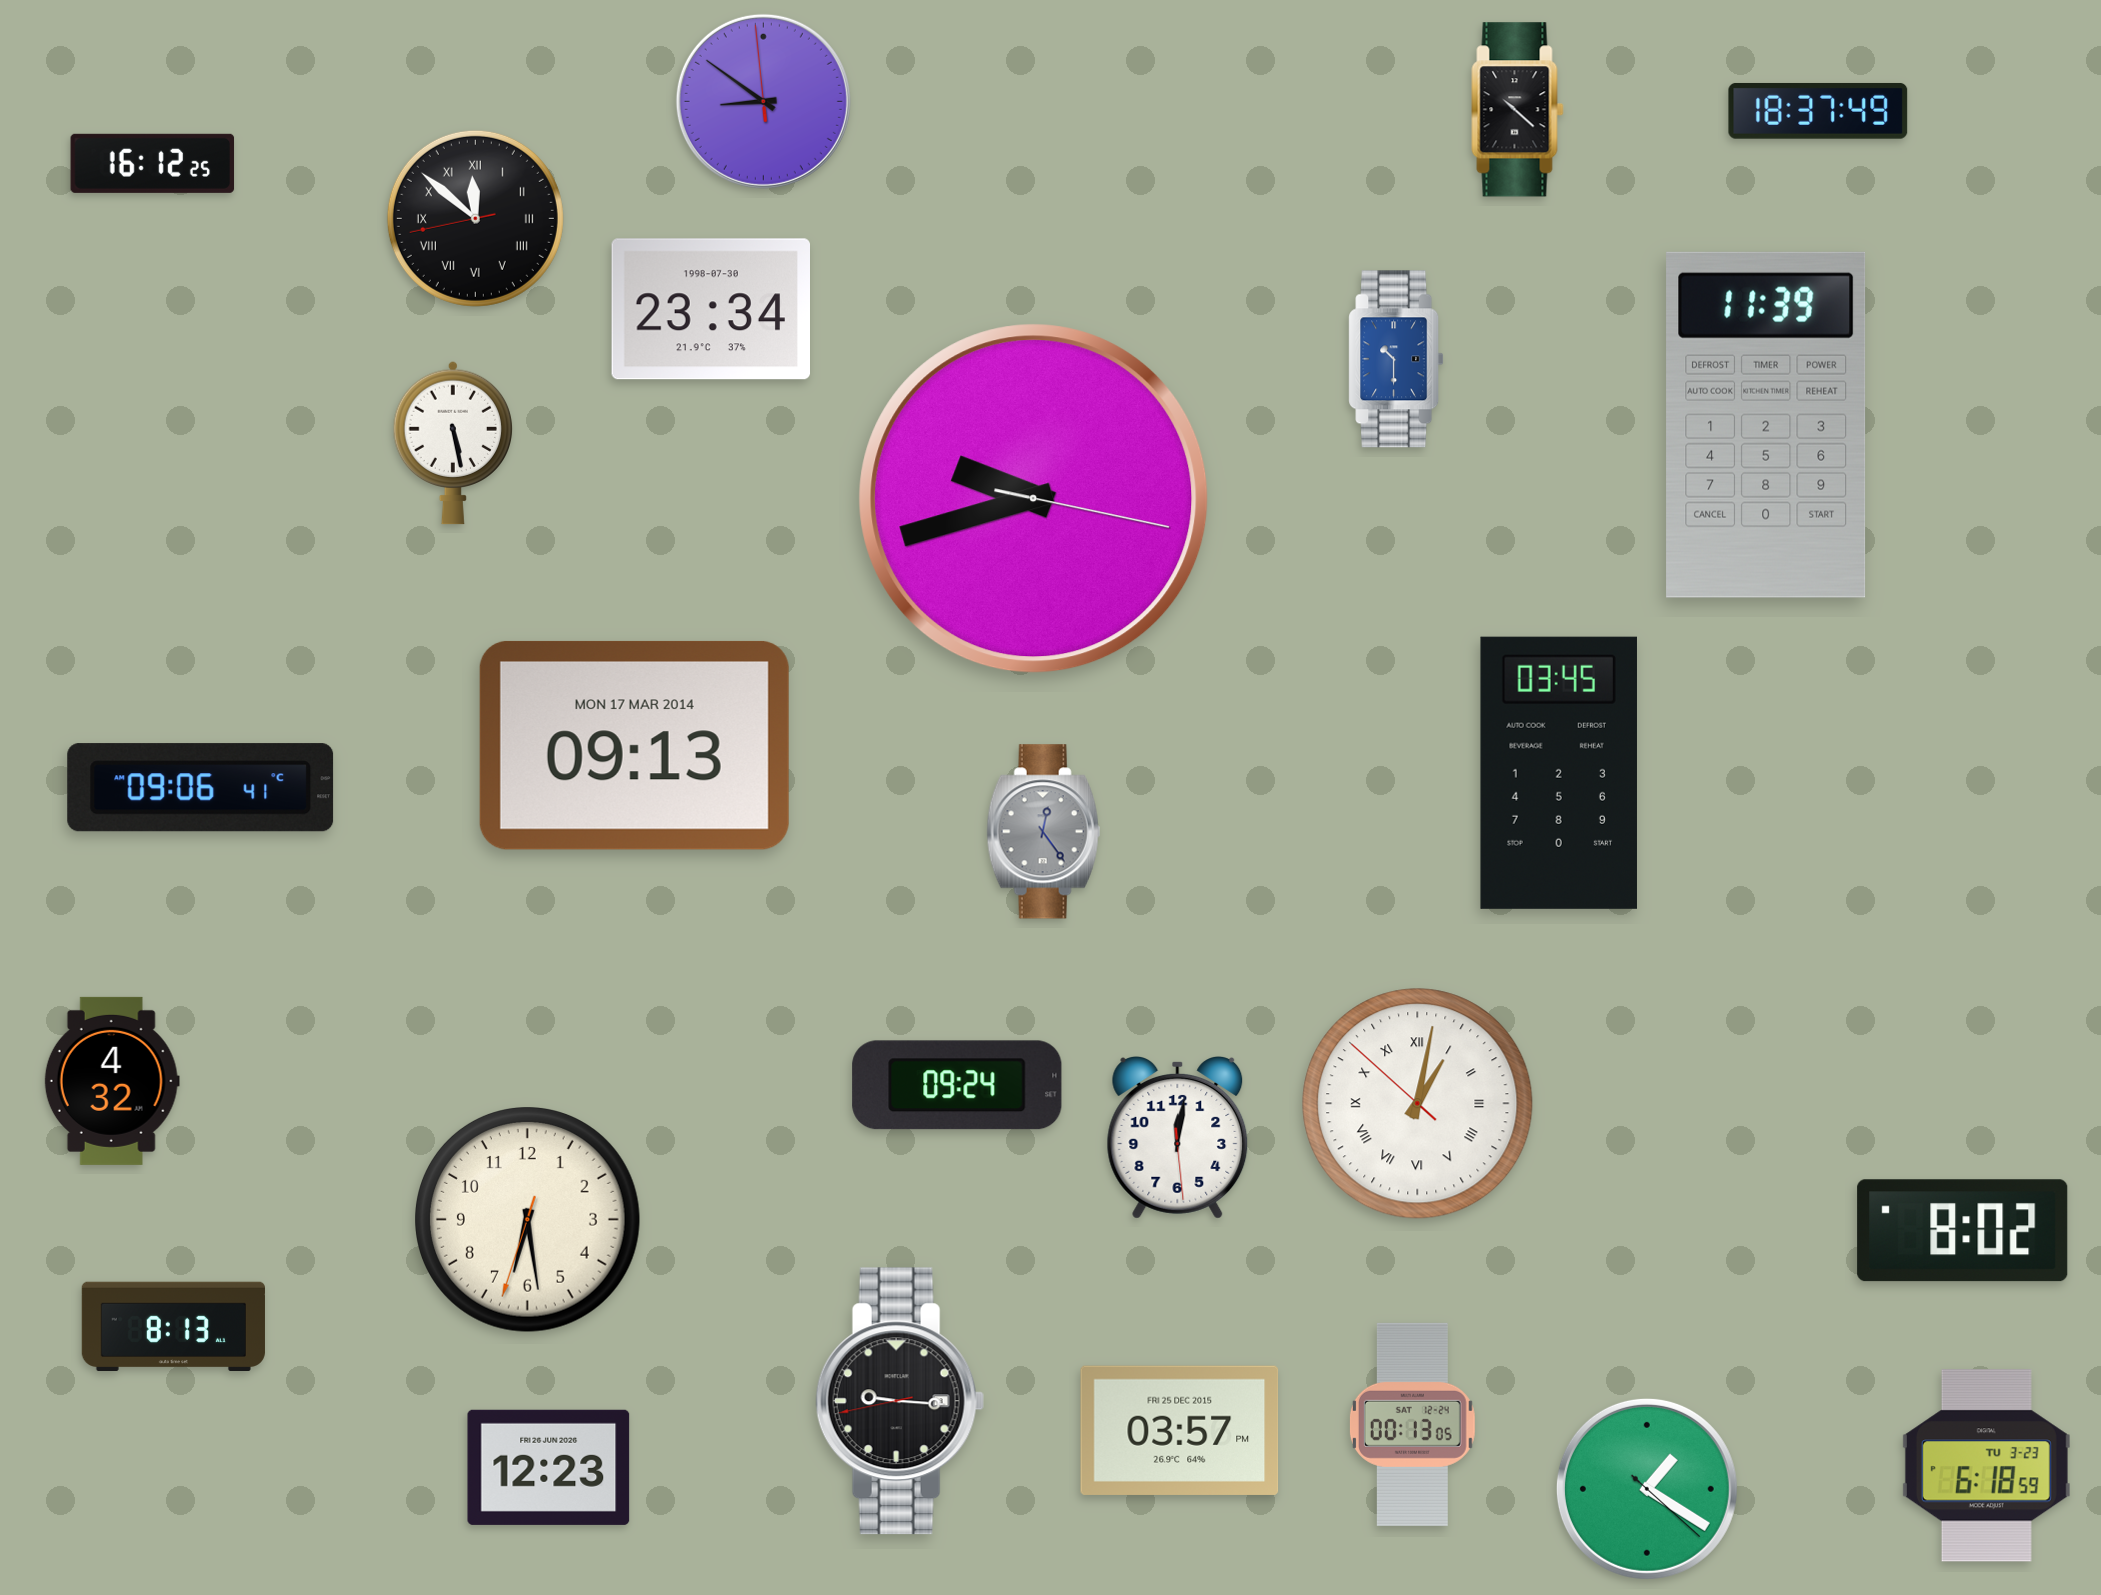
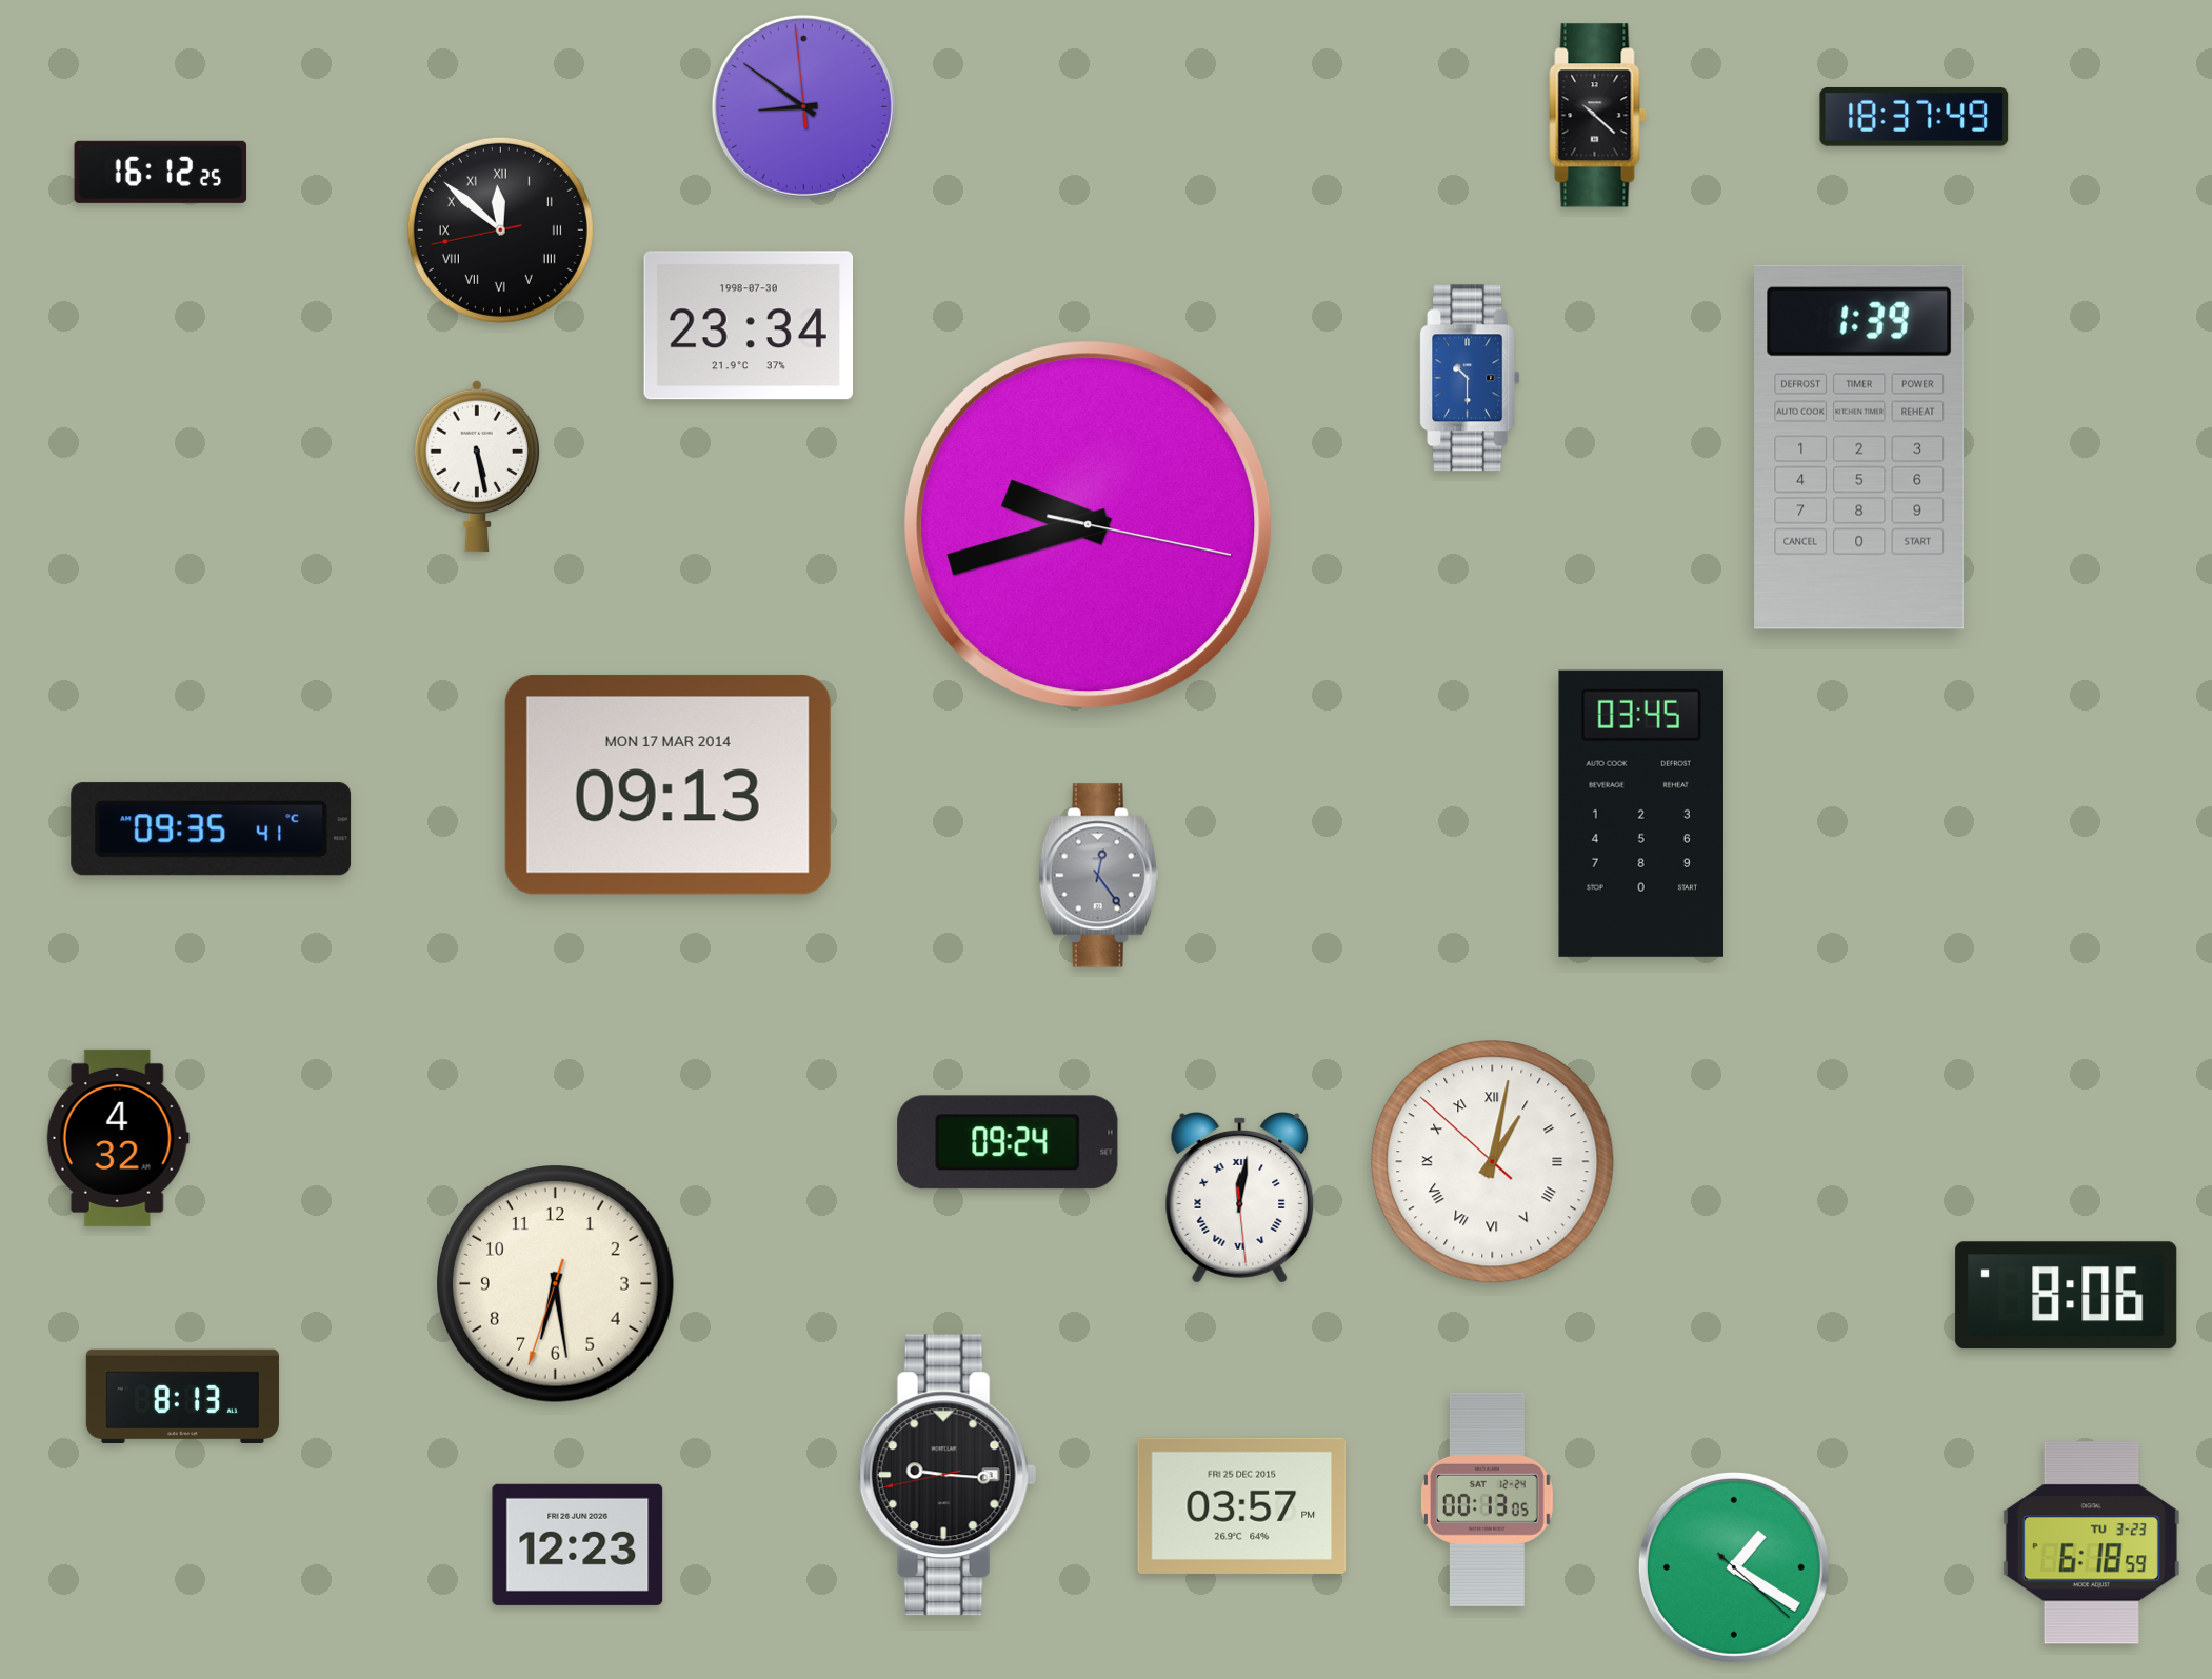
clock at (1766, 425): 11:39 -> 1:39
clock at (201, 788): 09:06 -> 09:35
clock at (1178, 1138) numerals: Arabic -> Roman
clock at (1963, 1231): 8:02 -> 8:06
